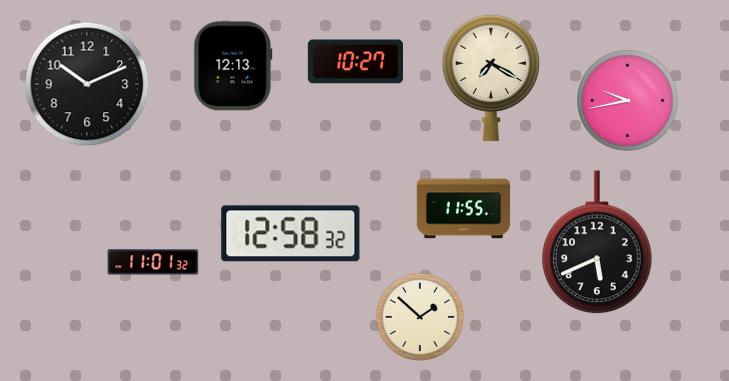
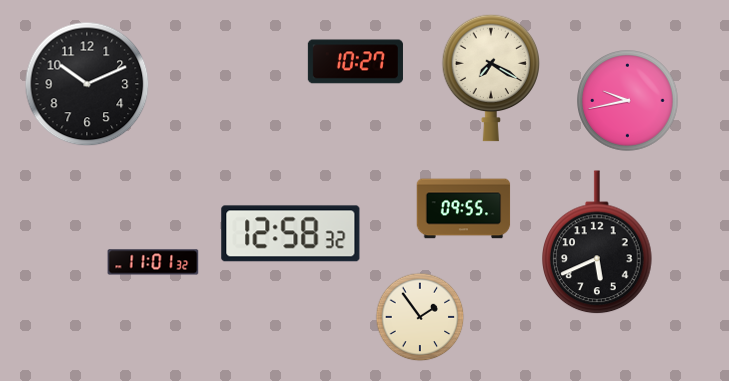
clock at (233, 66): 12:13 -> none
clock at (464, 209): 11:55 -> 09:55
clock at (420, 317): 1:52 -> 1:54
